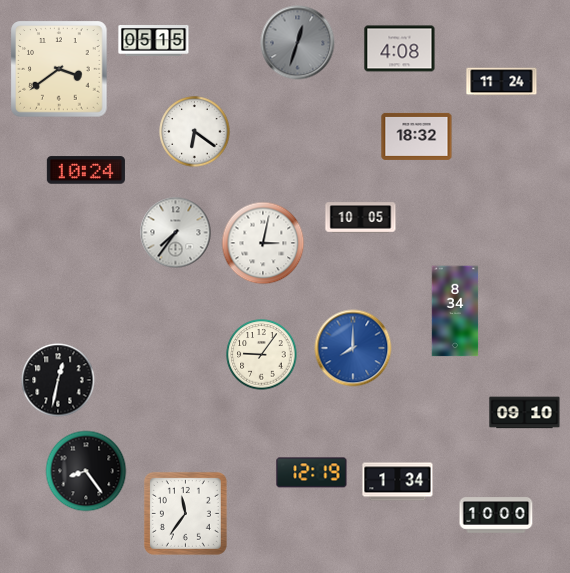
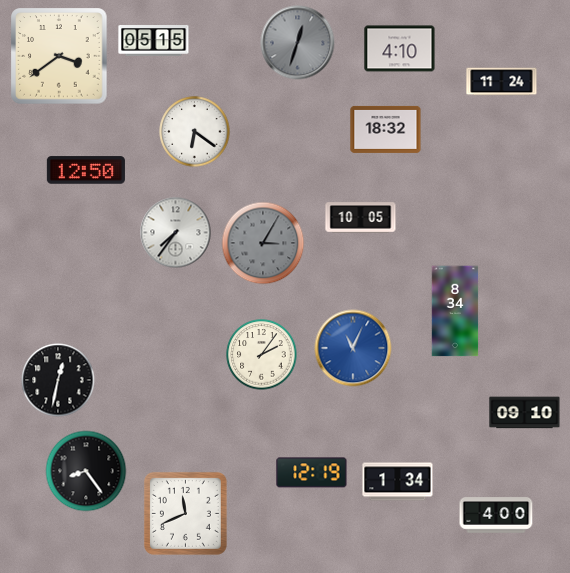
clock at (400, 49): 4:08 -> 4:10
clock at (59, 69) position: (59, 69) -> (59, 56)
clock at (417, 136) position: (417, 136) -> (386, 129)
clock at (86, 170): 10:24 -> 12:50
clock at (263, 243): 3:02 -> 3:05
clock at (263, 243) dial: white -> grey
clock at (353, 348): 8:00 -> 11:04
clock at (262, 355): 9:06 -> 2:06
clock at (185, 513): 11:36 -> 11:41
clock at (496, 515): 10:00 -> 4:00
